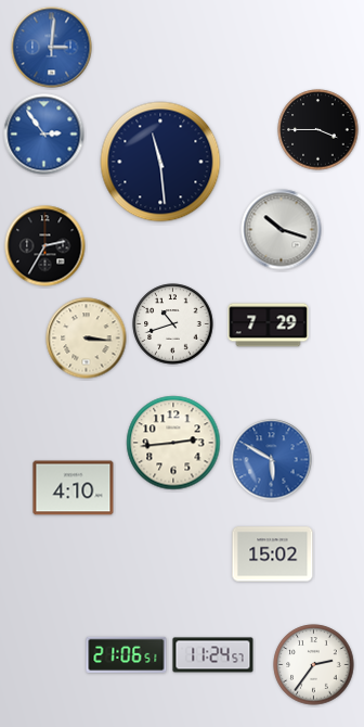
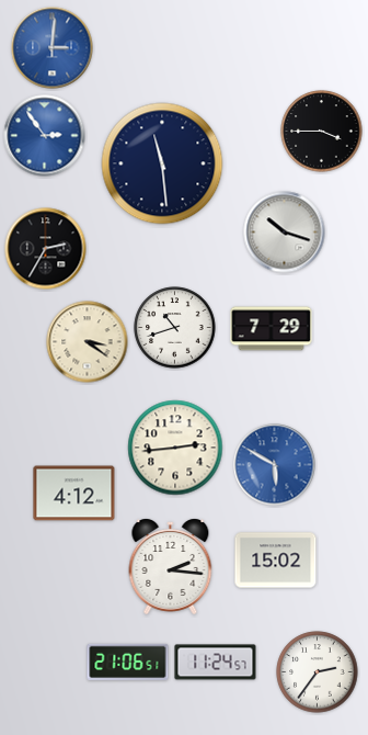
clock at (87, 339): 3:16 -> 3:21
clock at (74, 488): 4:10 -> 4:12
clock at (171, 567): none -> 2:16
